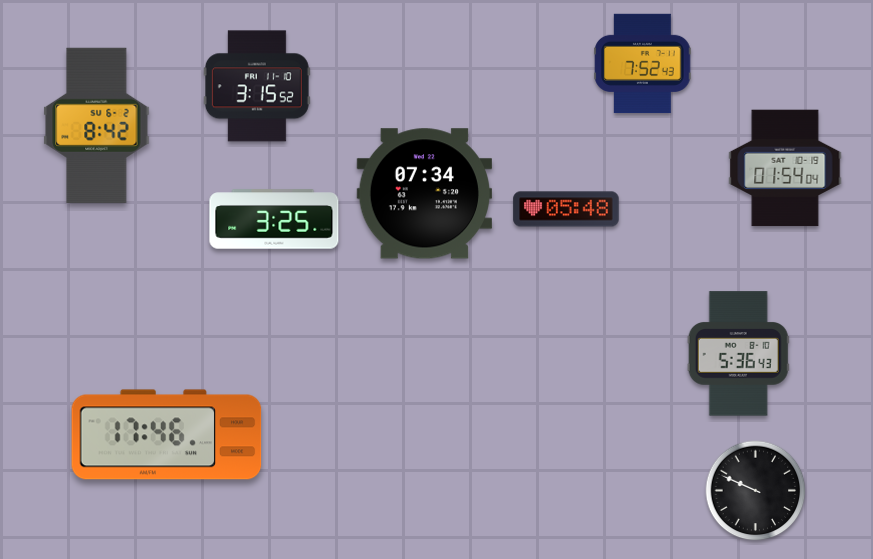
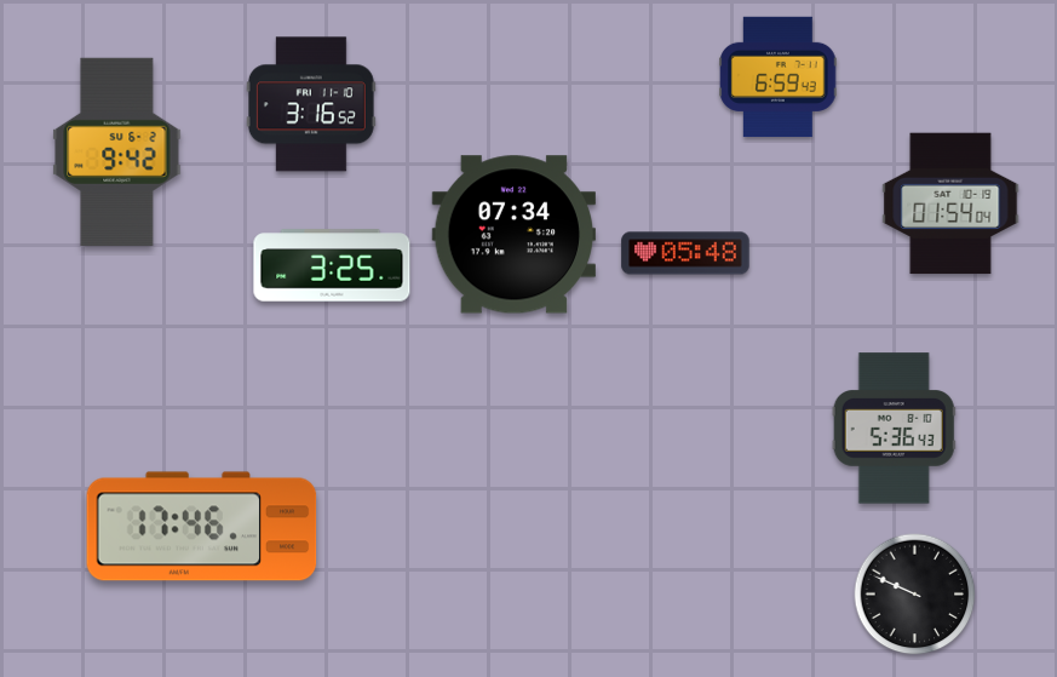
clock at (643, 64): 7:52 -> 6:59
clock at (257, 86): 3:15 -> 3:16
clock at (97, 125): 8:42 -> 9:42
